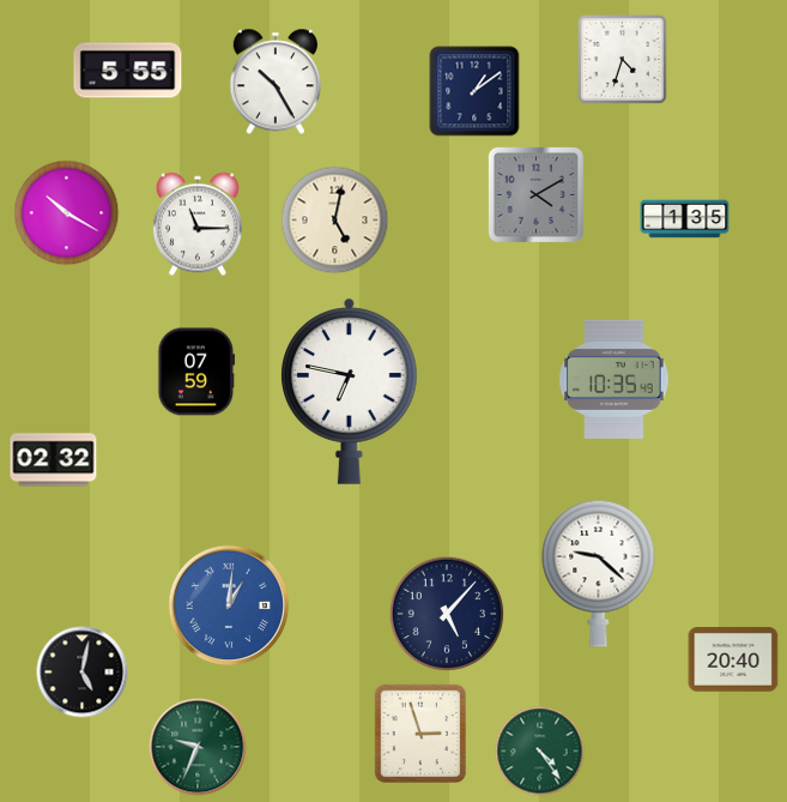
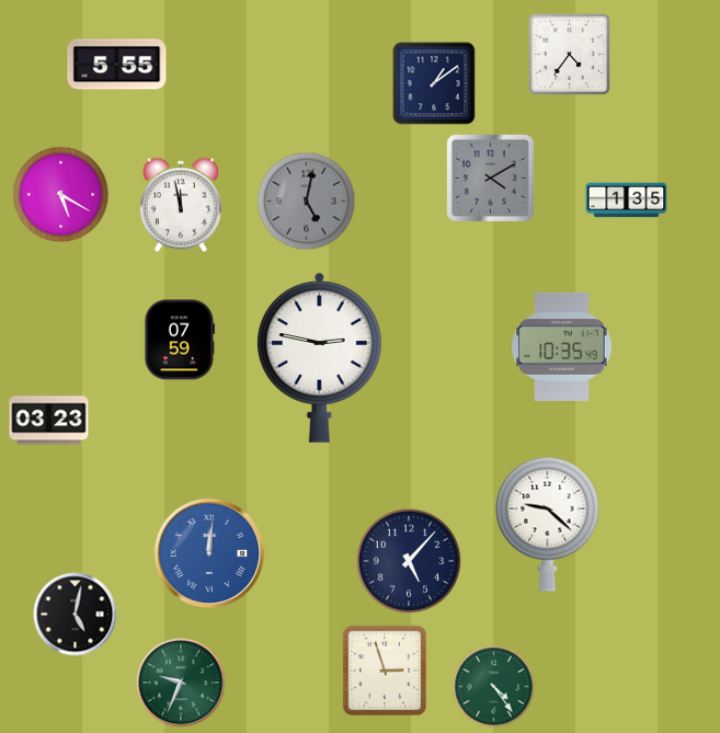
clock at (622, 59): 4:33 -> 4:36
clock at (276, 82): 10:25 -> none
clock at (67, 213): 10:20 -> 5:20
clock at (335, 221) dial: cream -> grey
clock at (198, 224): 11:15 -> 11:58
clock at (350, 391): 6:47 -> 2:47
clock at (54, 460): 02:32 -> 03:23
clock at (229, 605): 1:01 -> 12:01
clock at (733, 659): 20:40 -> none
